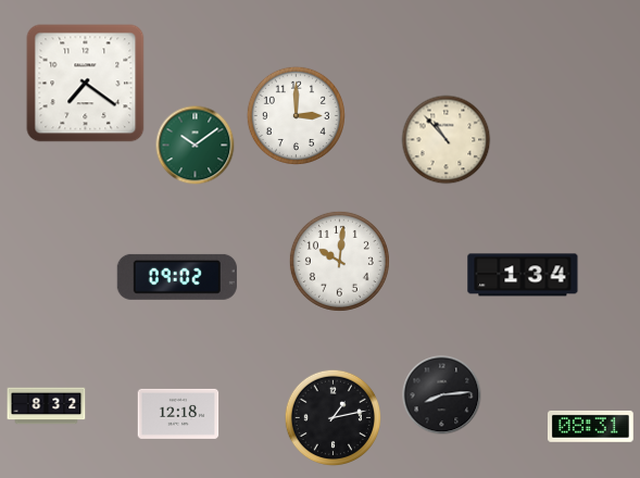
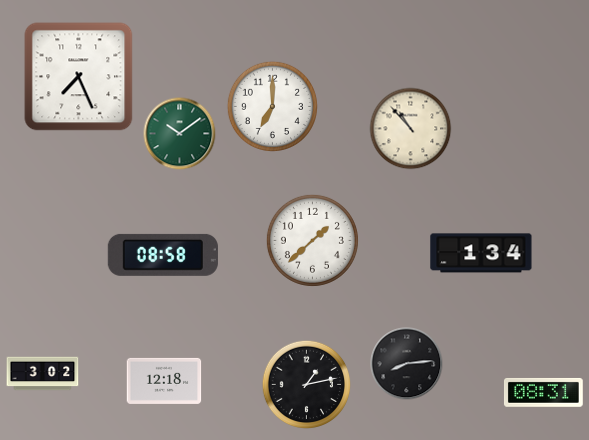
clock at (86, 84): 7:21 -> 7:26
clock at (296, 115): 3:00 -> 7:00
clock at (339, 261): 10:01 -> 1:38
clock at (177, 277): 09:02 -> 08:58
clock at (47, 406): 8:32 -> 3:02
